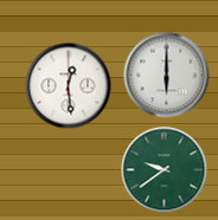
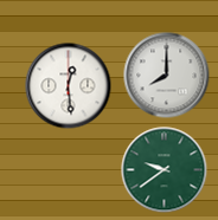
clock at (167, 76): 6:00 -> 8:00
